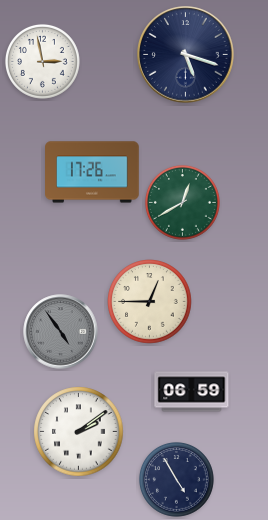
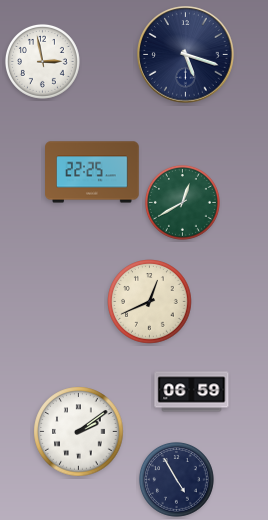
clock at (92, 172): 17:26 -> 22:25
clock at (150, 302): 12:45 -> 12:41
clock at (61, 332): 4:54 -> none
